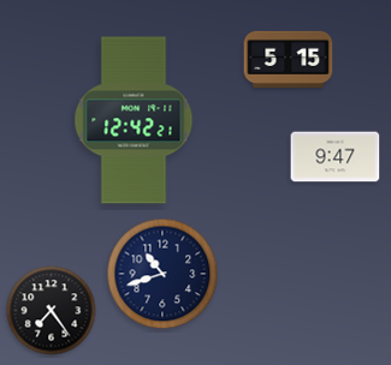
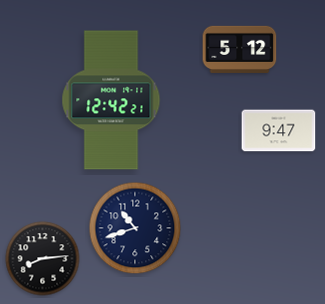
clock at (289, 59): 5:15 -> 5:12
clock at (52, 311): 7:24 -> 8:14
